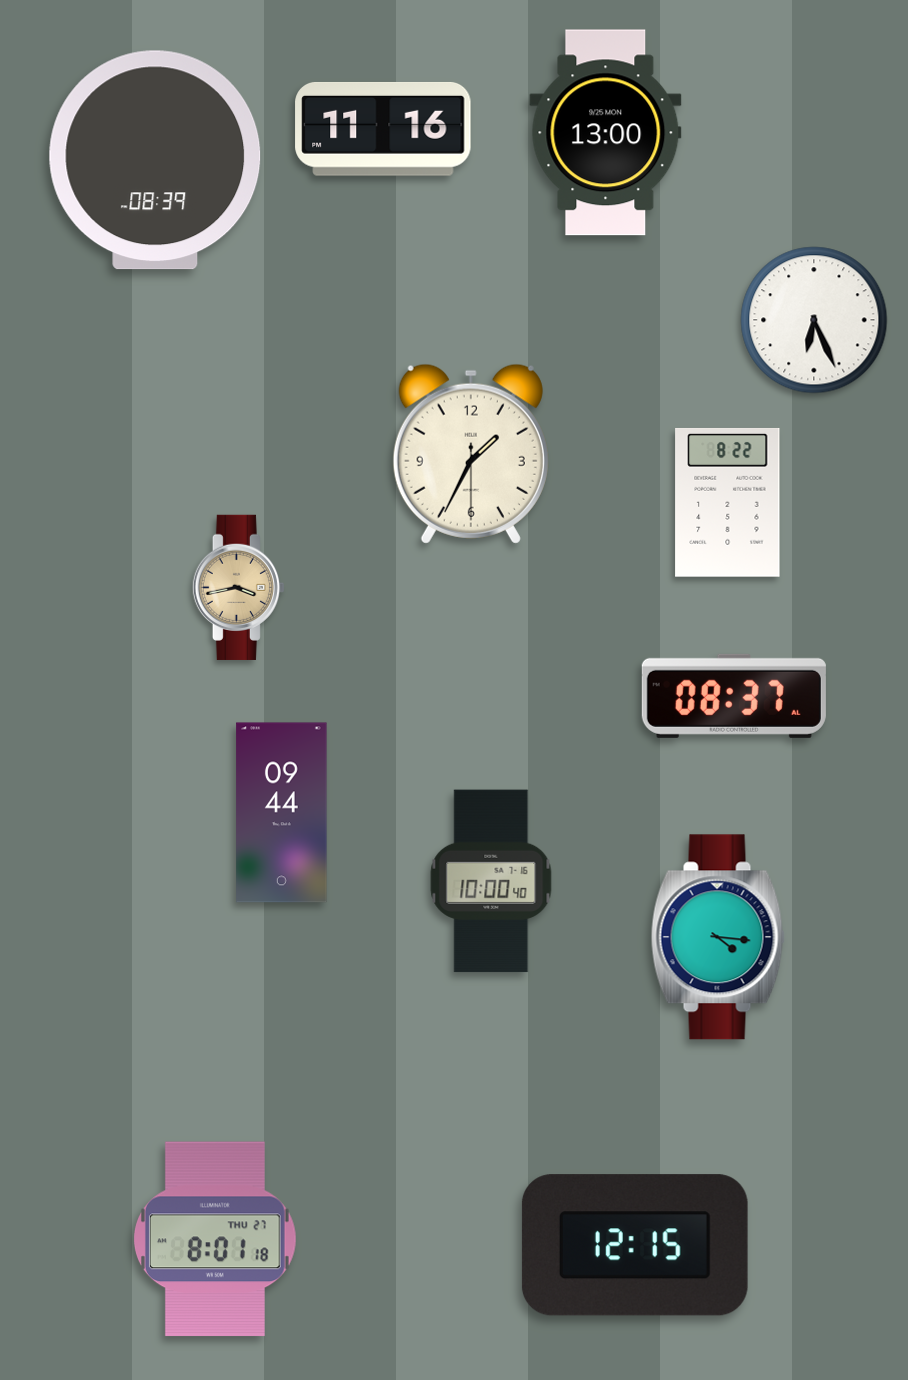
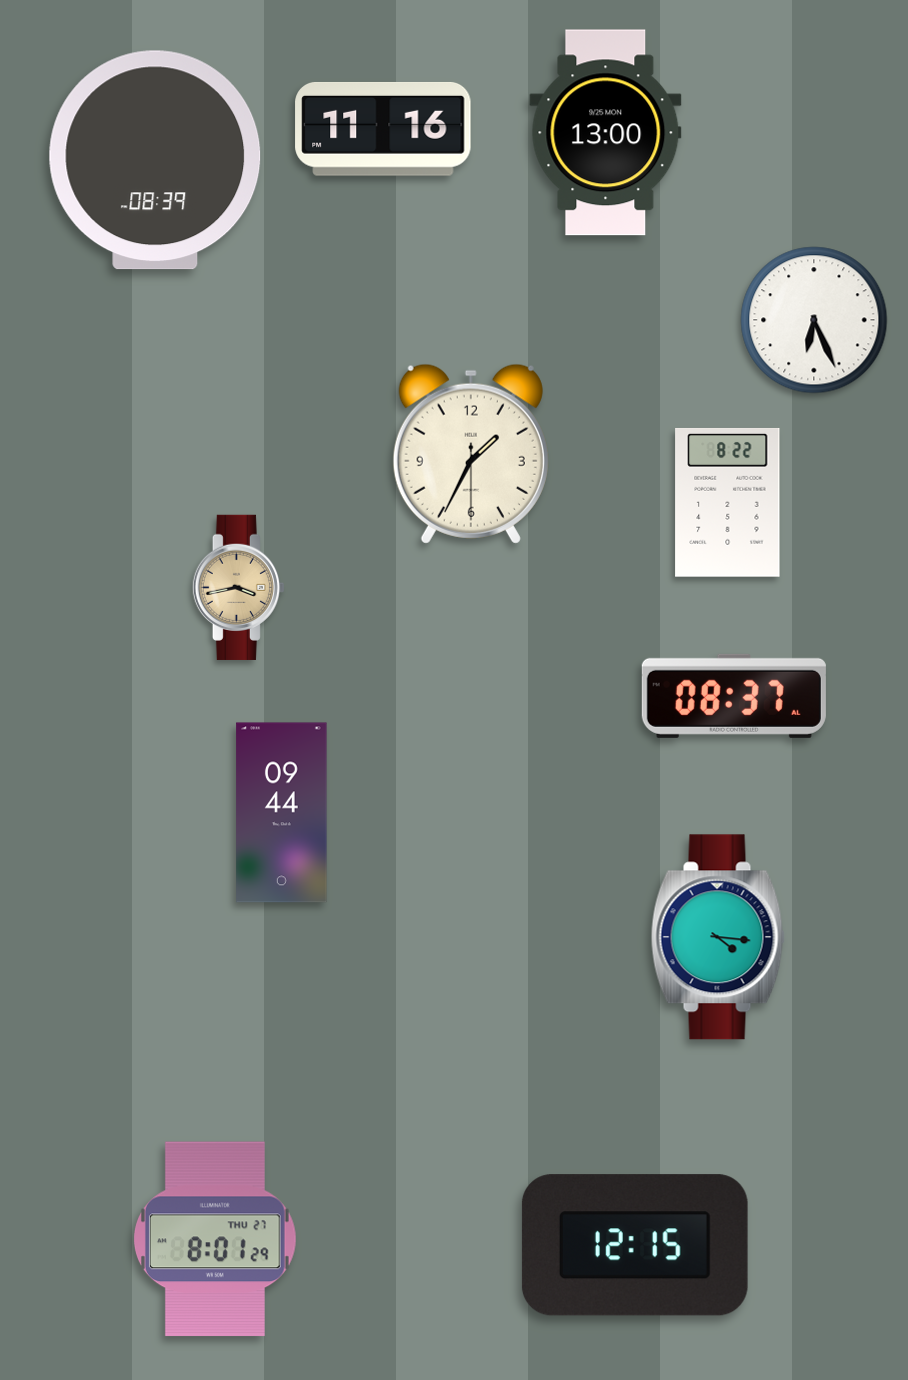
clock at (491, 881): 10:00 -> none
clock at (215, 1239): 8:01:18 -> 8:01:29
